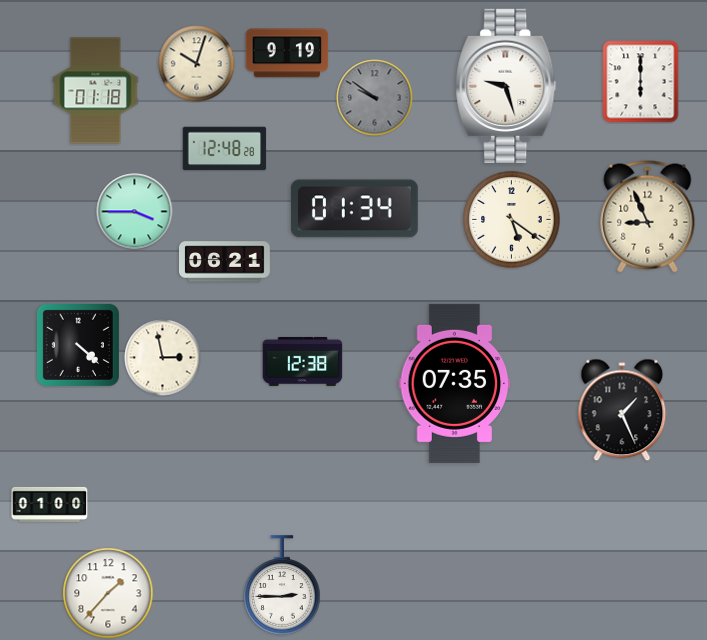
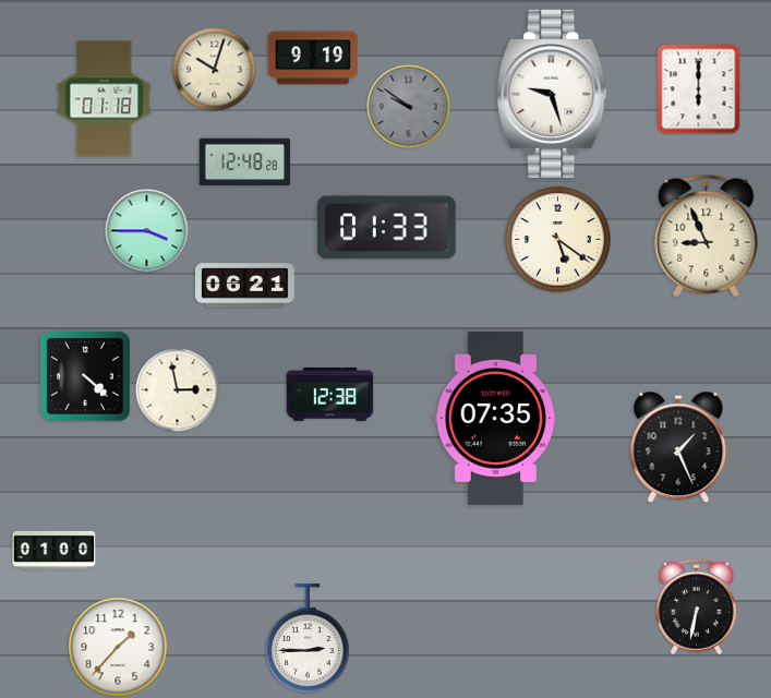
clock at (354, 209): 01:34 -> 01:33
clock at (696, 607): none -> 6:32
